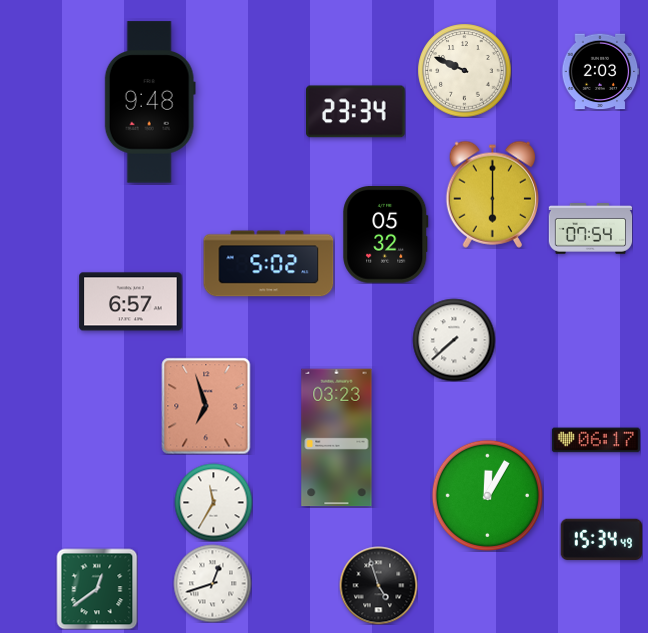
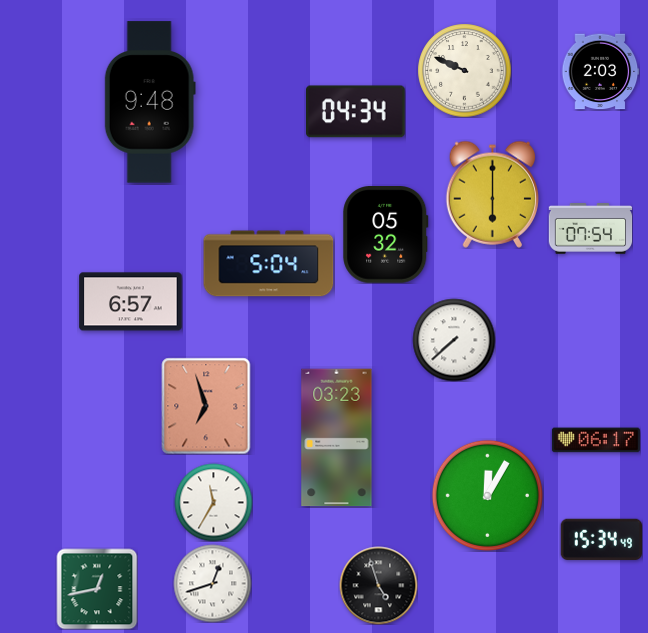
clock at (356, 112): 23:34 -> 04:34
clock at (269, 264): 5:02 -> 5:04
clock at (97, 589): 12:39 -> 12:43
